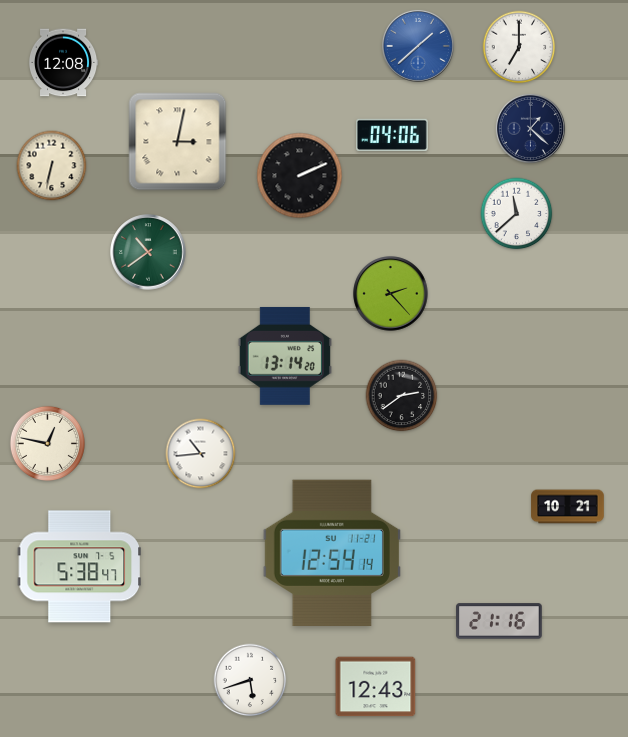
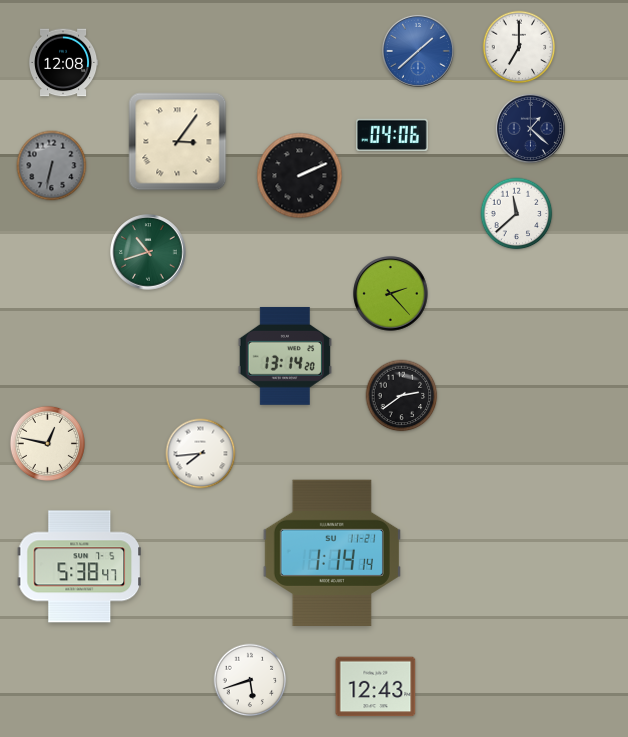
clock at (418, 46) position: (418, 46) -> (418, 51)
clock at (178, 142): 3:02 -> 3:06
clock at (52, 166) dial: cream -> grey
clock at (148, 252): 10:39 -> 10:42
clock at (201, 454): 10:44 -> 7:44
clock at (568, 507): 10:21 -> none
clock at (332, 553): 12:54 -> 1:14
clock at (499, 621): 21:16 -> none
